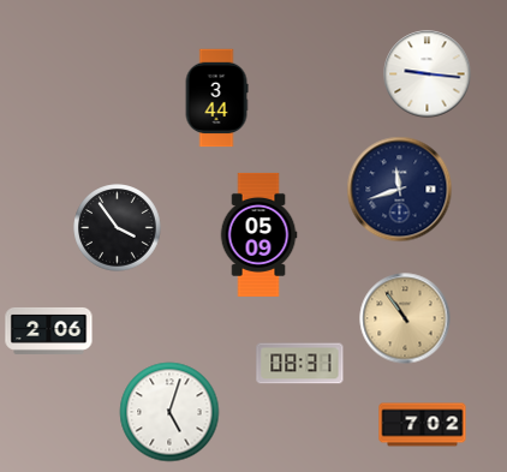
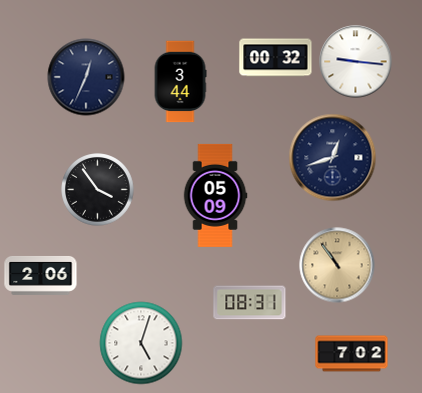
clock at (276, 58): none -> 00:32
clock at (86, 77): none -> 12:34
clock at (400, 190): 11:42 -> 12:42
